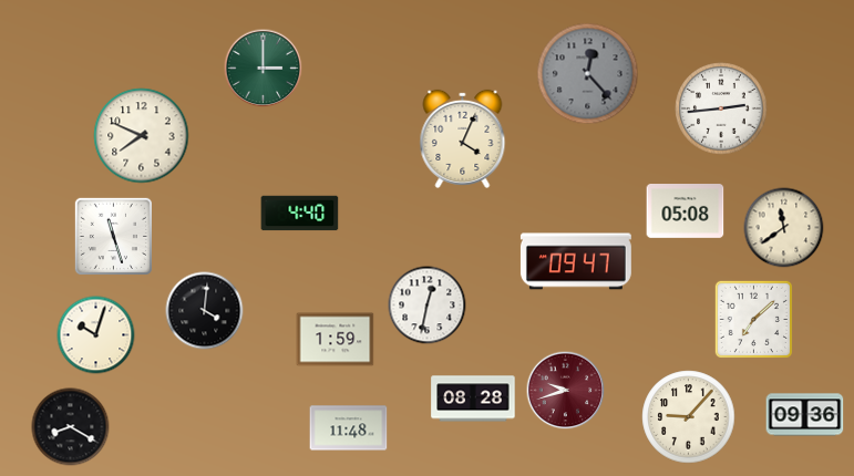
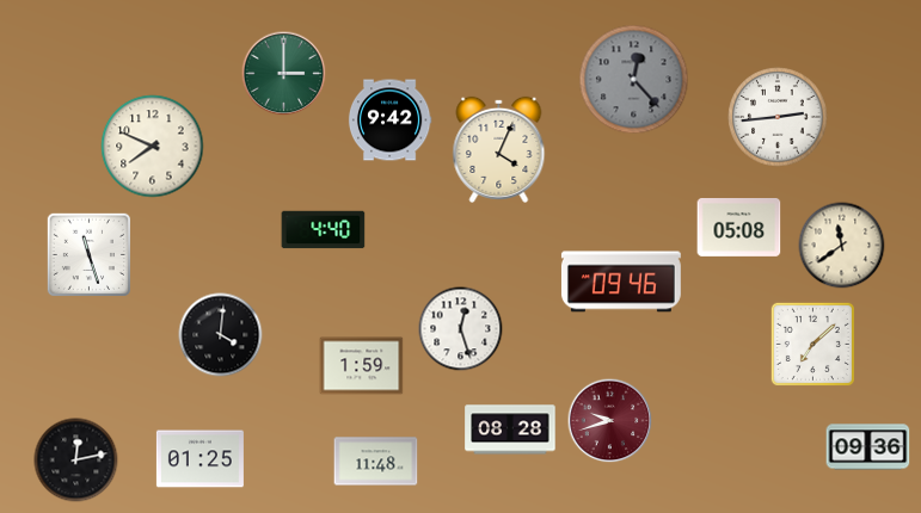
clock at (389, 120): none -> 9:42
clock at (784, 228) position: (784, 228) -> (842, 246)
clock at (113, 236) position: (113, 236) -> (88, 254)
clock at (576, 261): 09:47 -> 09:46
clock at (428, 306): 12:32 -> 12:27
clock at (96, 335): 10:03 -> none
clock at (689, 417): 9:07 -> none
clock at (199, 459): none -> 01:25
clock at (71, 427): 8:20 -> 12:13
